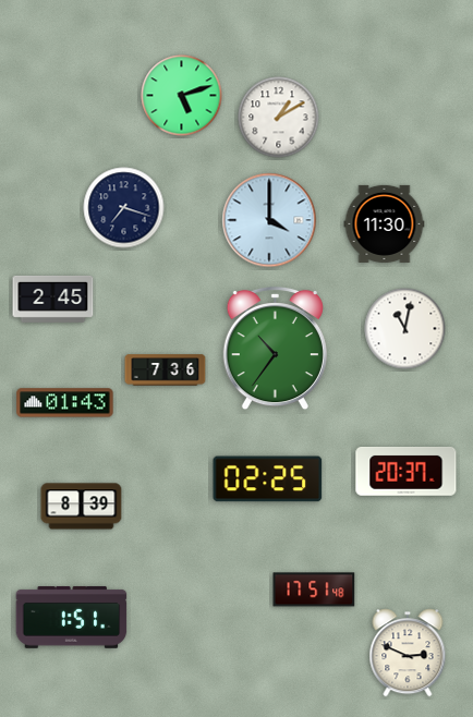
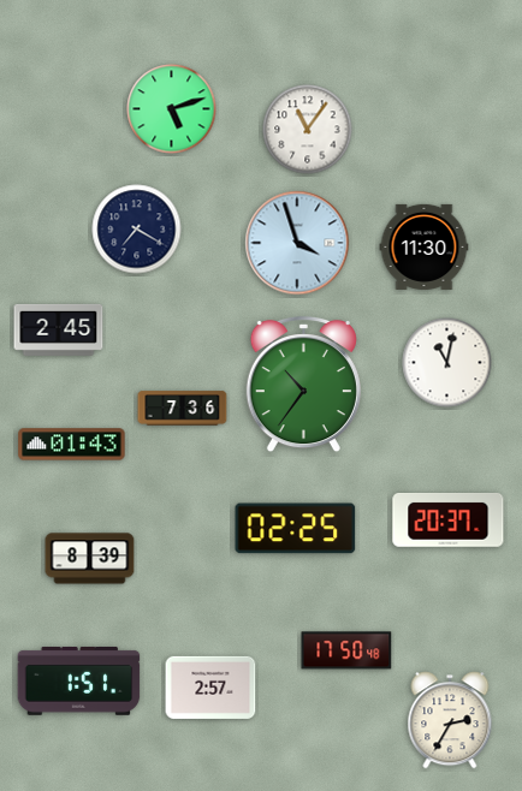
clock at (182, 96) position: (182, 96) -> (172, 109)
clock at (279, 118): 1:10 -> 11:06
clock at (124, 208): 7:18 -> 7:20
clock at (269, 220): 4:00 -> 3:57
clock at (314, 590): 17:51 -> 17:50
clock at (210, 688): none -> 2:57
clock at (408, 653): 2:49 -> 2:35
